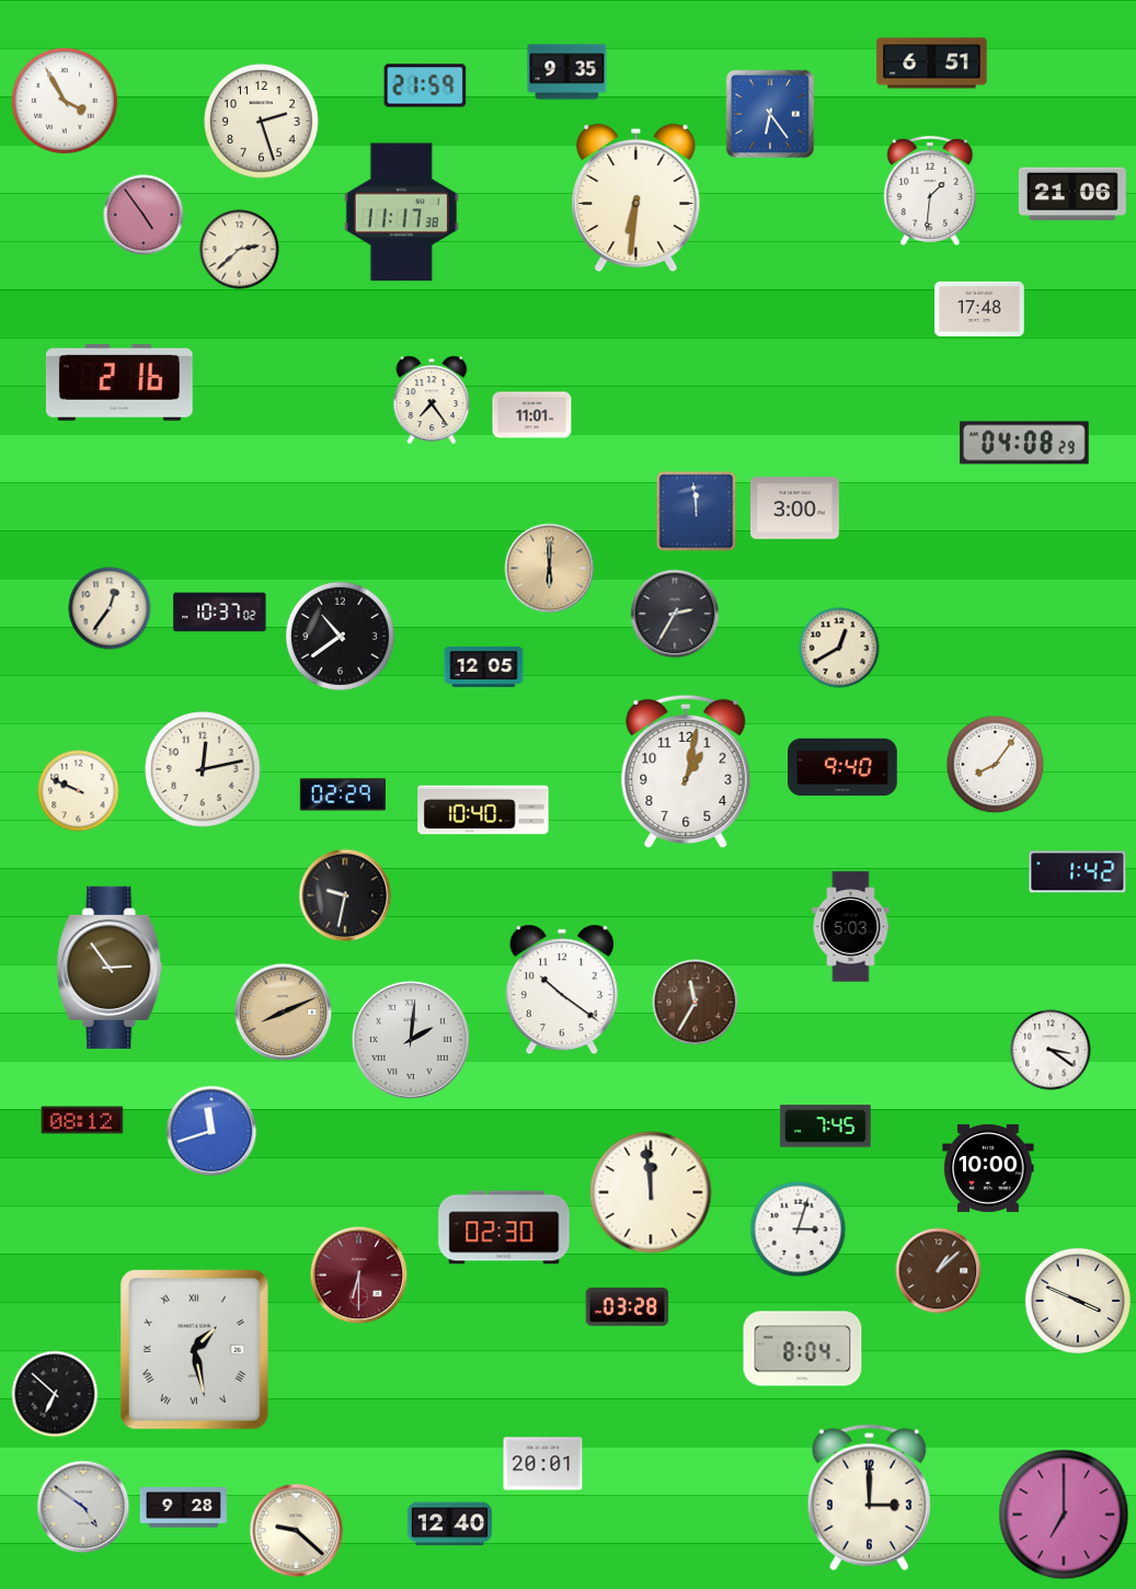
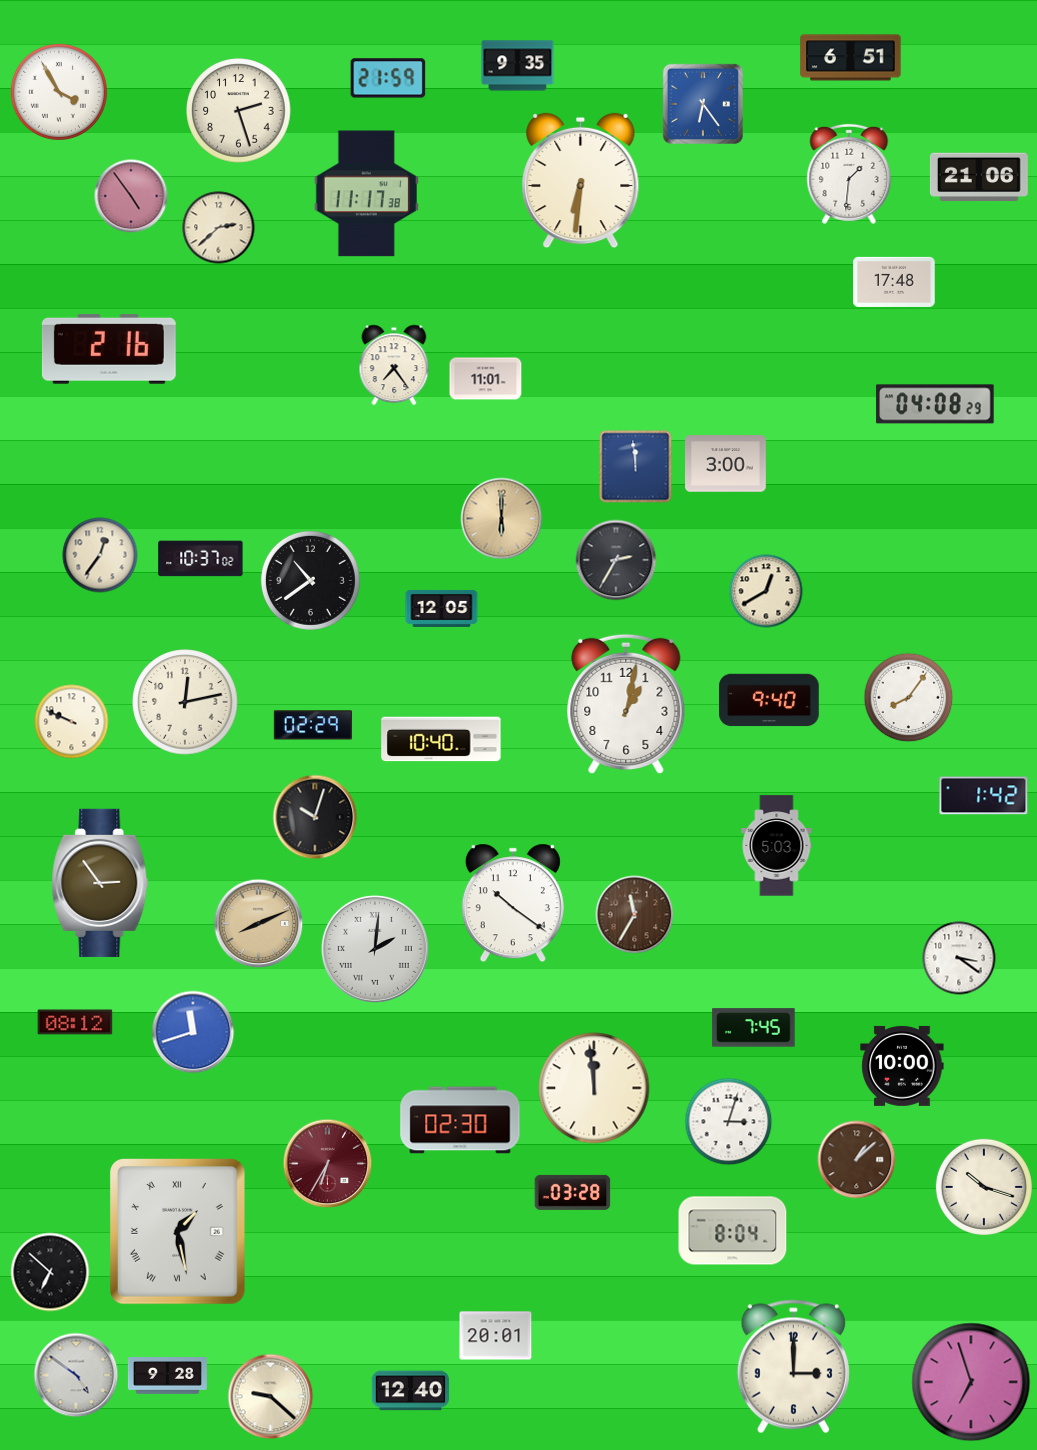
clock at (345, 895): 9:32 -> 10:03
clock at (359, 1276): 6:30 -> 6:35
clock at (1078, 1301): 3:49 -> 10:18
clock at (1064, 1514): 7:00 -> 6:57
